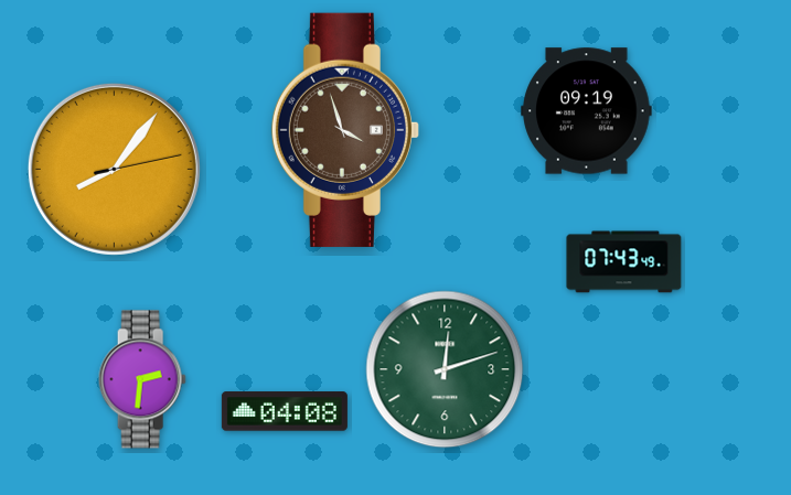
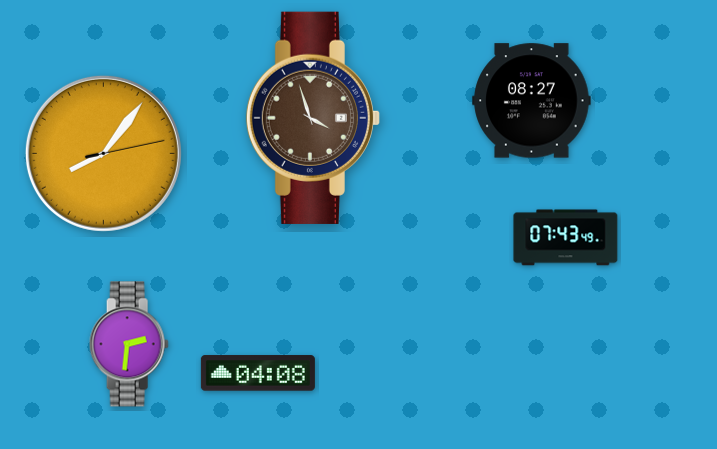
clock at (587, 111): 09:19 -> 08:27
clock at (445, 369): 12:12 -> none
